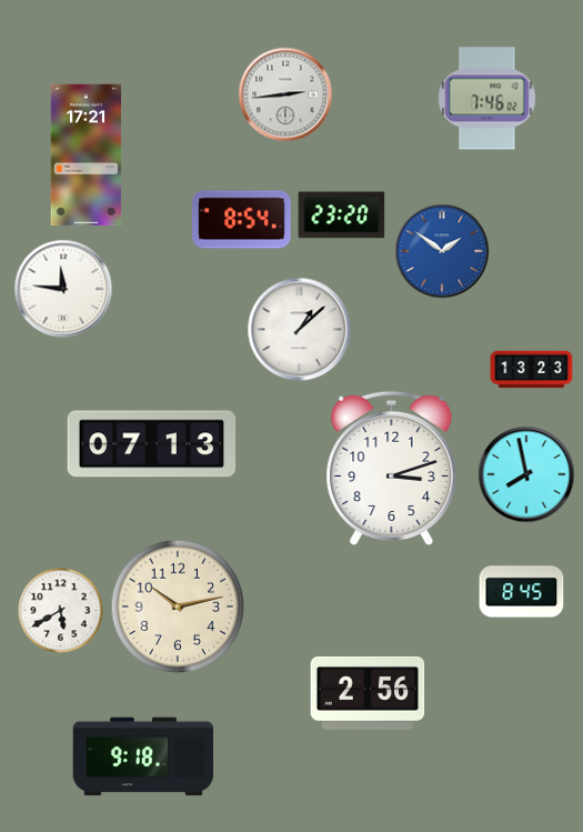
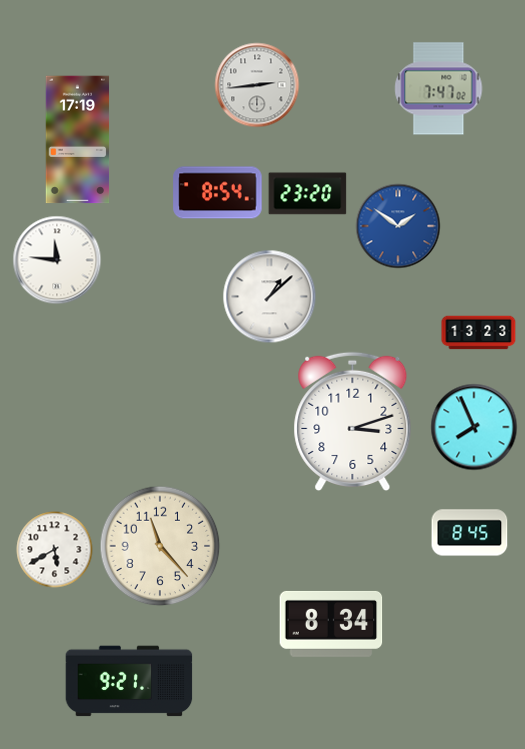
clock at (487, 99): 7:46 -> 7:47
clock at (87, 156): 17:21 -> 17:19
clock at (242, 220) position: (242, 220) -> (218, 193)
clock at (152, 444): 07:13 -> none
clock at (526, 474): 7:58 -> 7:56
clock at (178, 607): 10:13 -> 11:23
clock at (368, 693): 2:56 -> 8:34
clock at (143, 756): 9:18 -> 9:21
